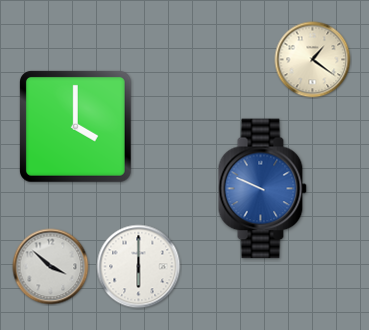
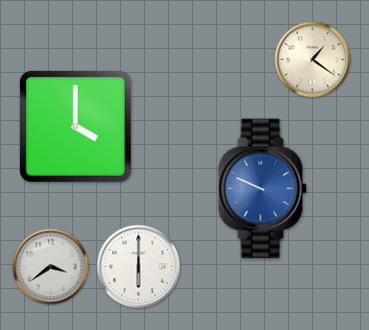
clock at (51, 267): 3:52 -> 3:39
